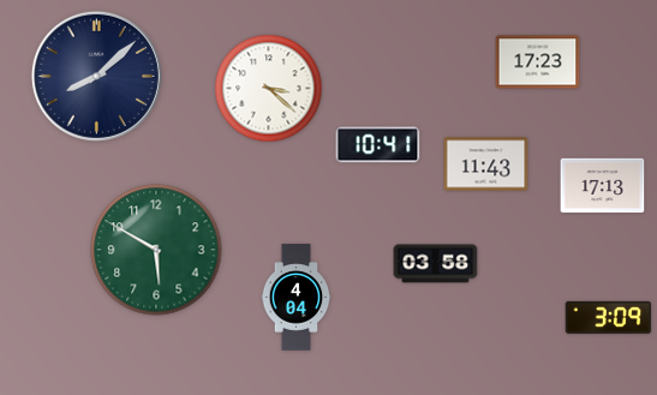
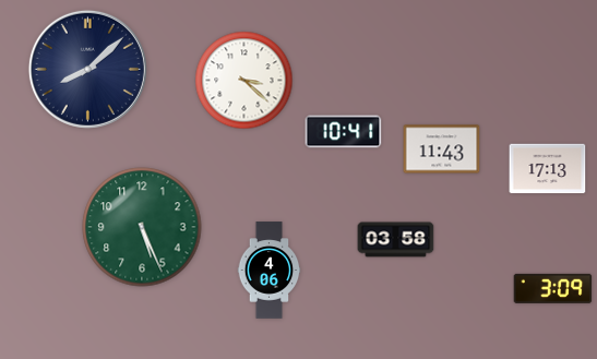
clock at (538, 62): 17:23 -> none
clock at (156, 250): 5:50 -> 5:26
clock at (297, 298): 4:04 -> 4:06
